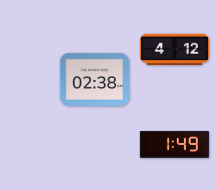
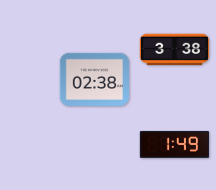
clock at (174, 50): 4:12 -> 3:38
